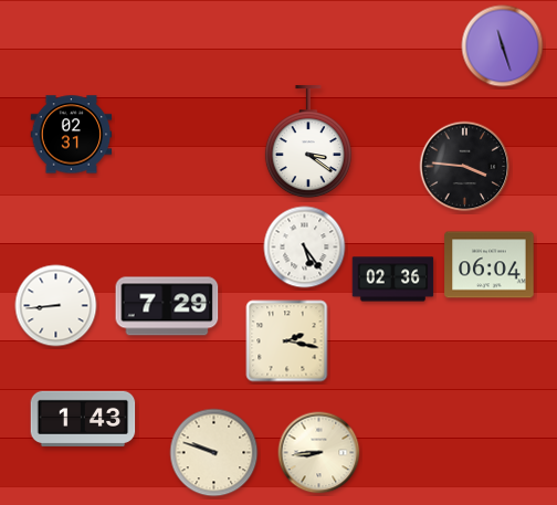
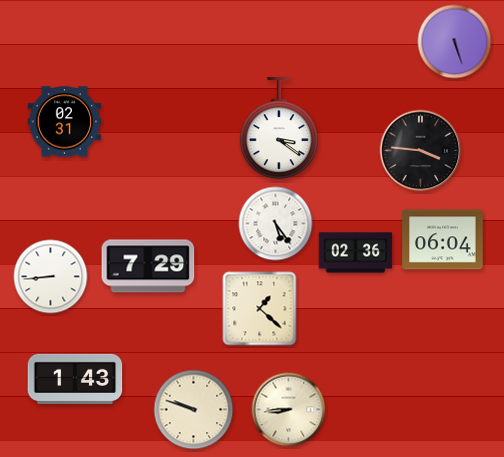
clock at (503, 46): 11:27 -> 5:27
clock at (167, 306) position: (167, 306) -> (148, 266)
clock at (287, 341): 2:17 -> 1:22
